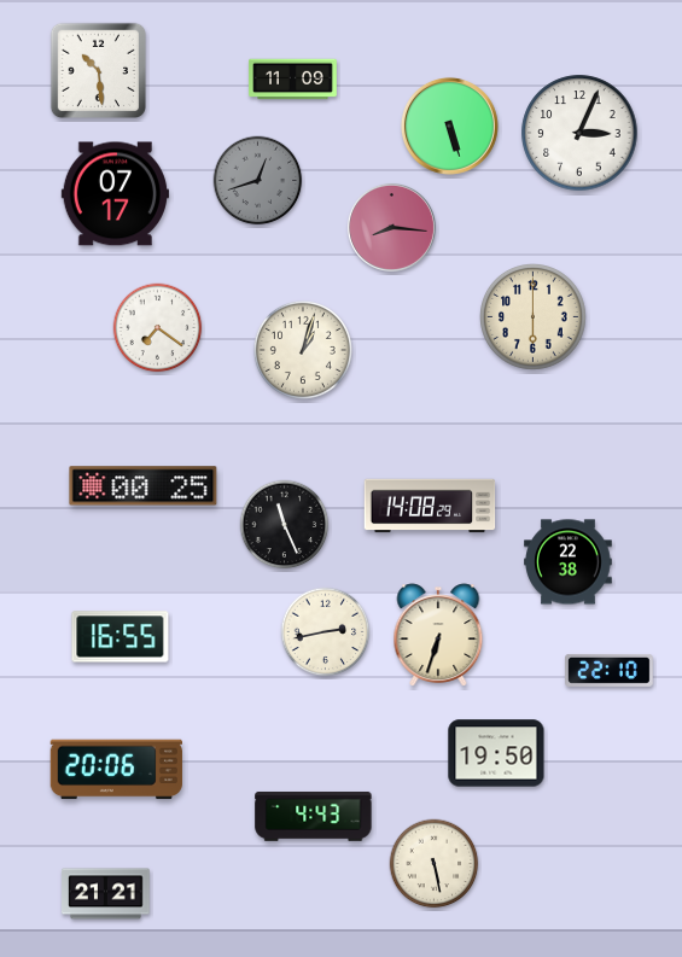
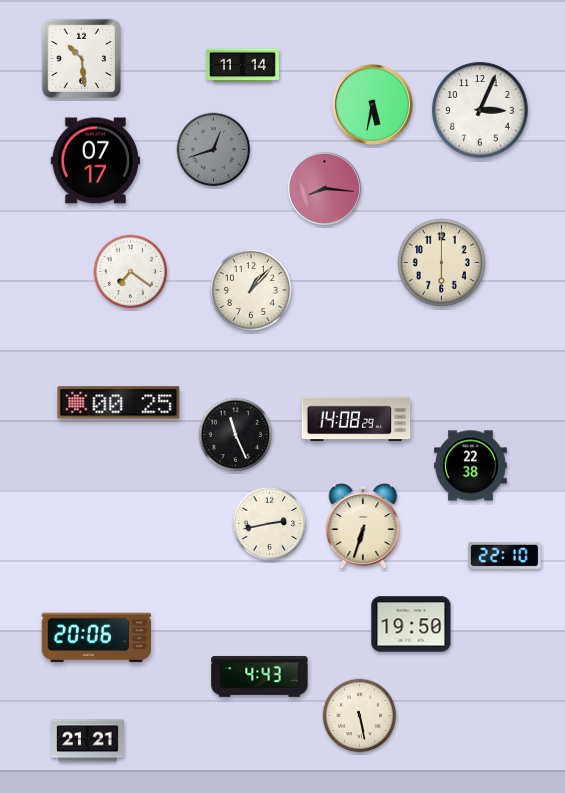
clock at (293, 80): 11:09 -> 11:14
clock at (449, 126): 5:27 -> 5:32
clock at (303, 350): 1:03 -> 1:07
clock at (121, 637): 16:55 -> none
